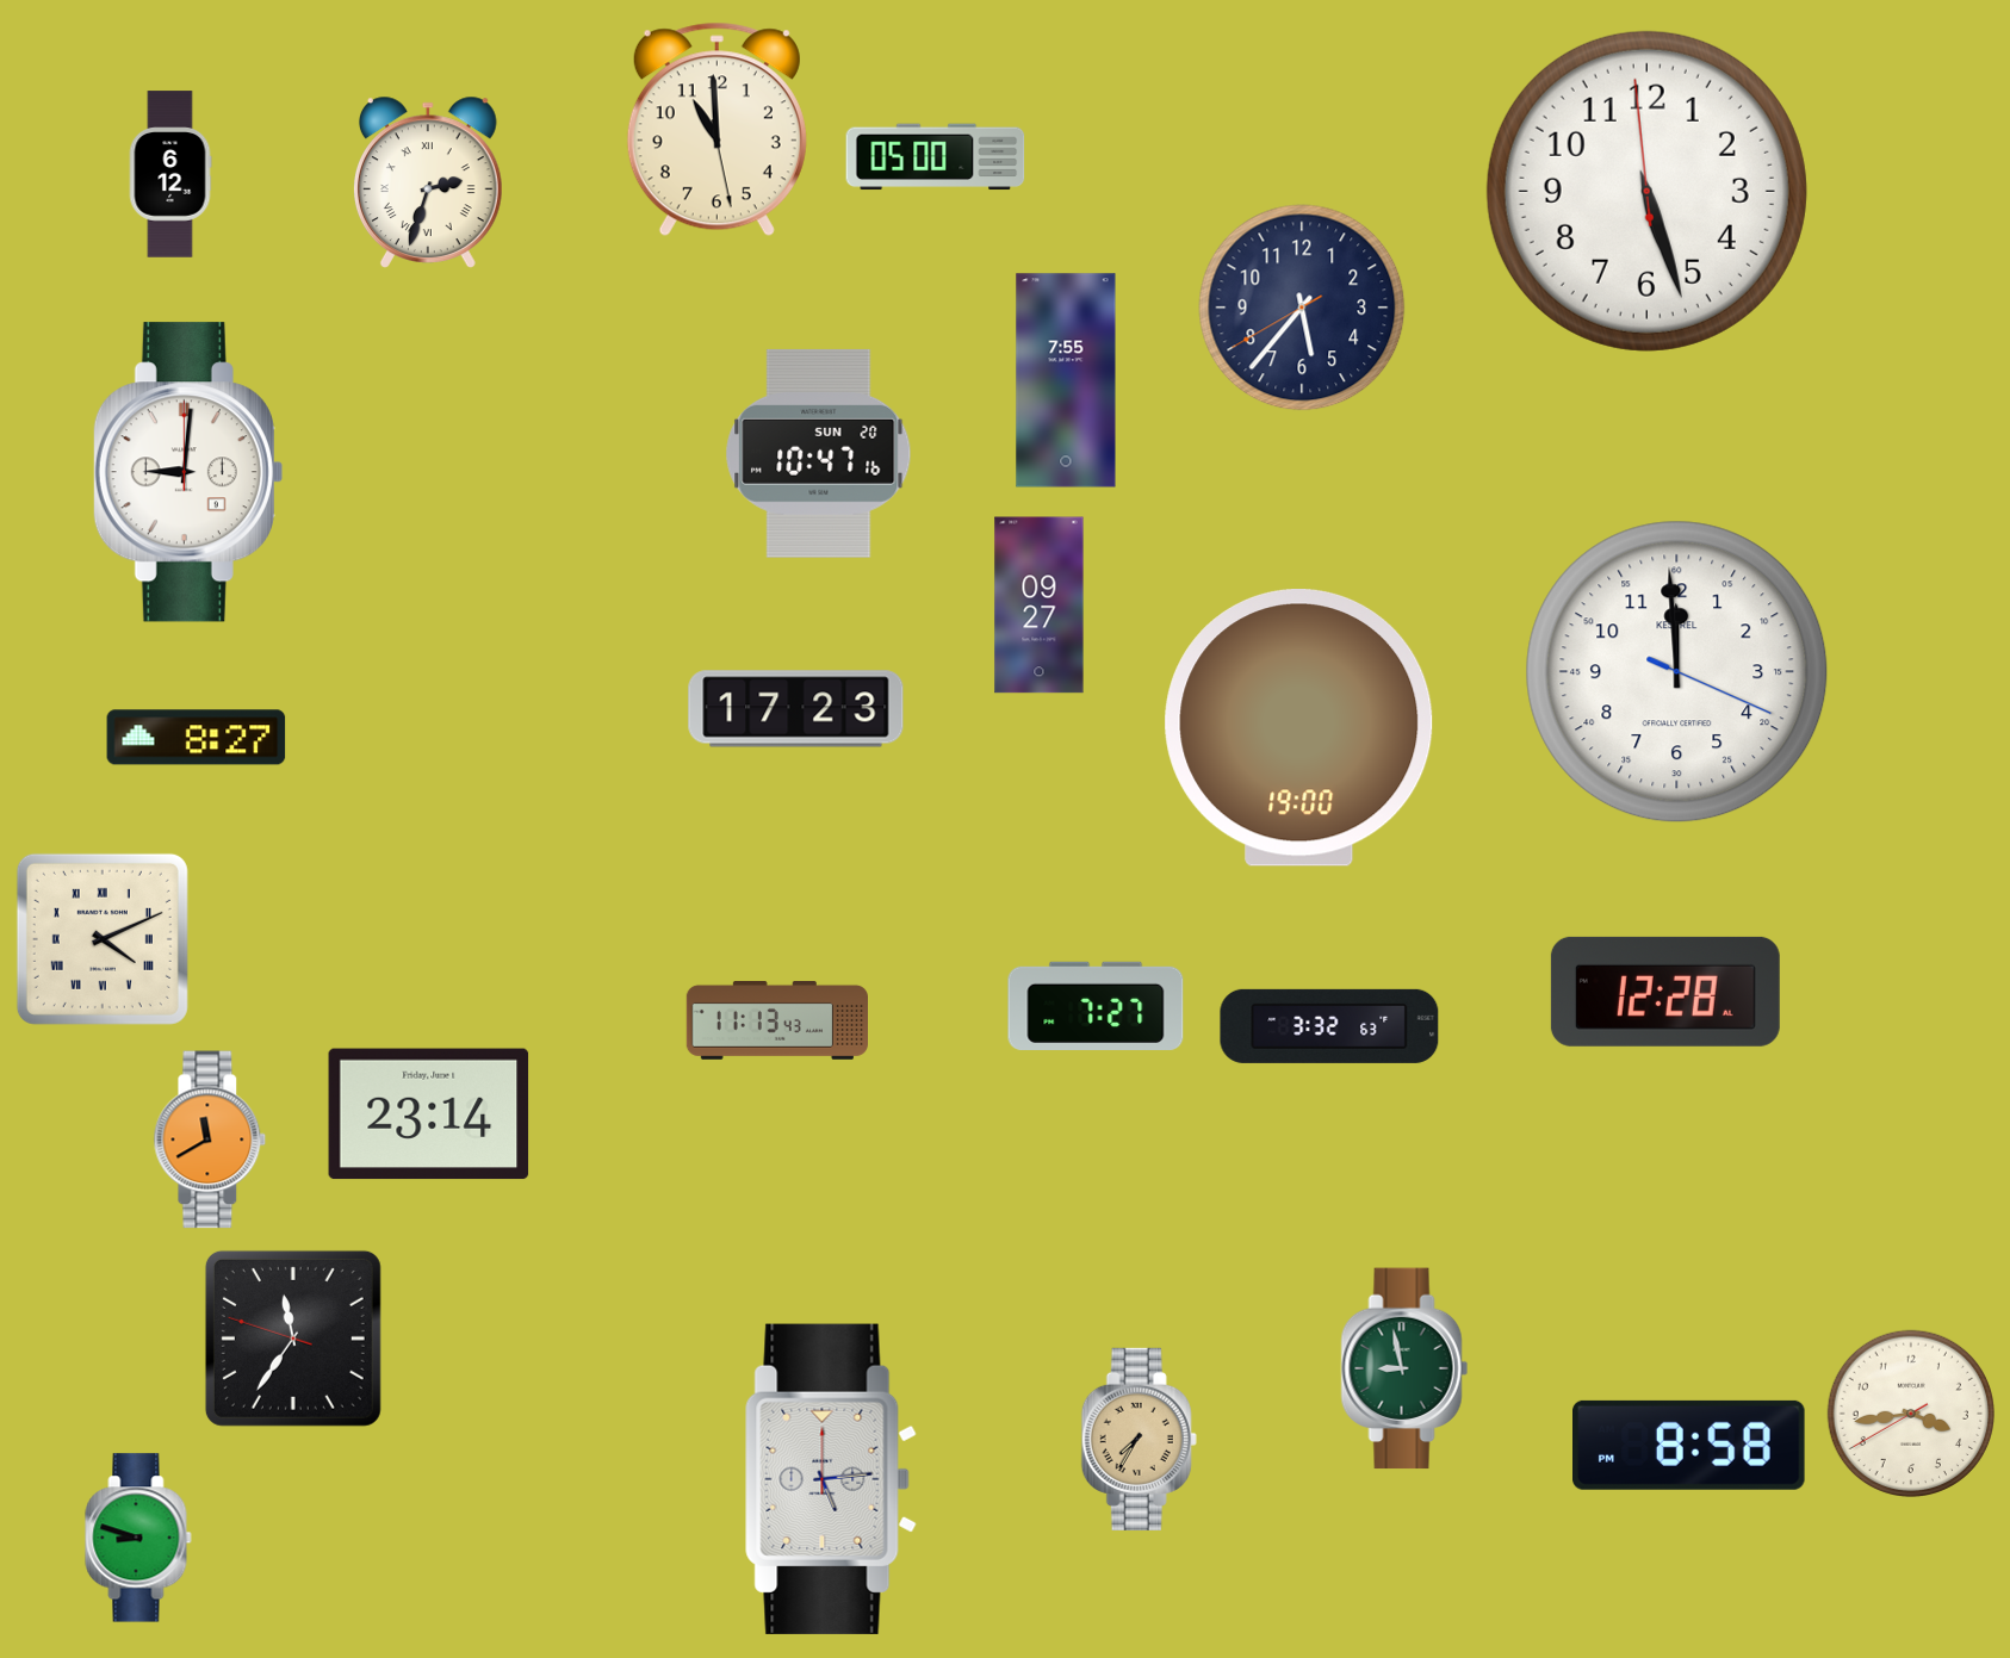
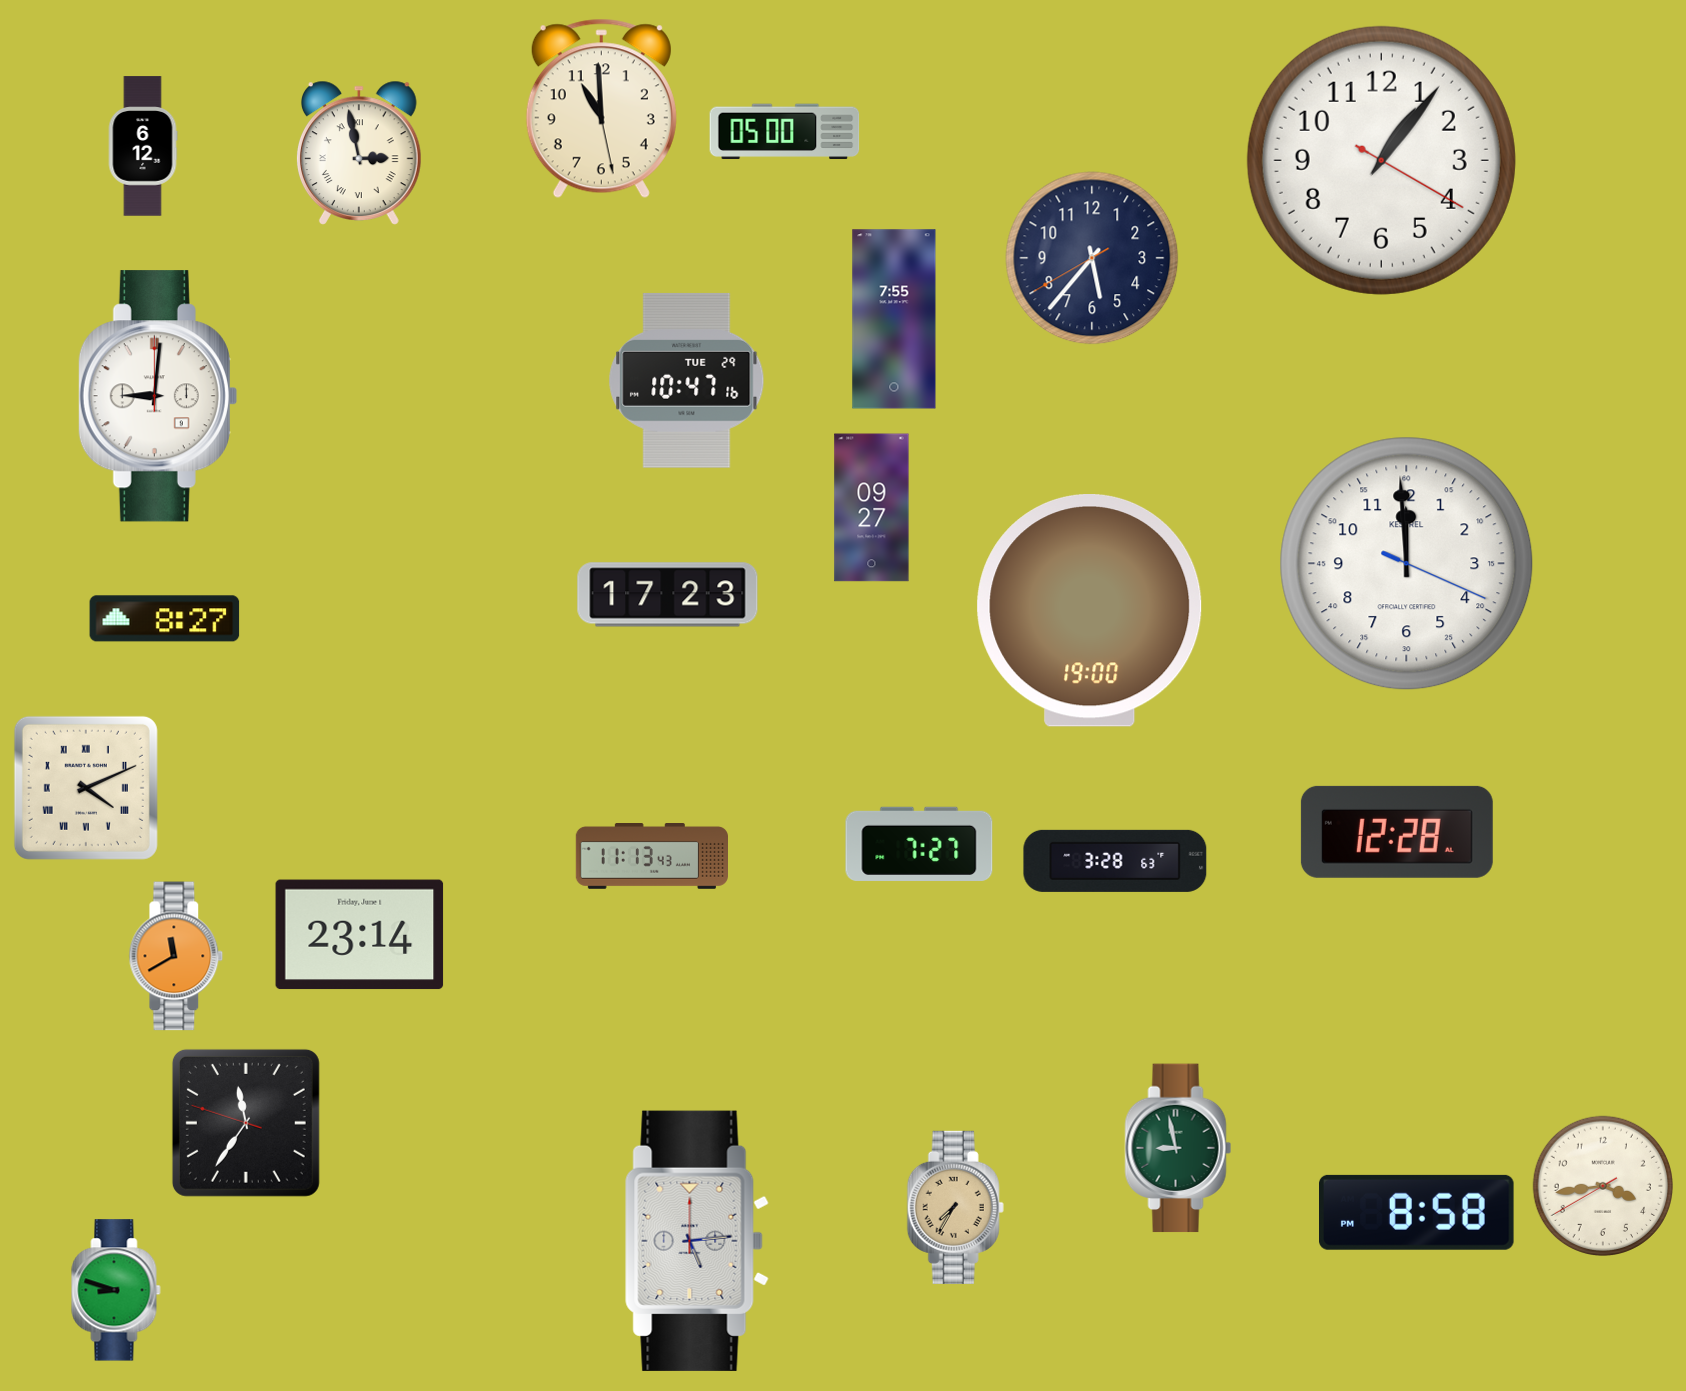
clock at (428, 182): 2:33 -> 2:58
clock at (1646, 191): 5:26 -> 1:06
clock at (819, 453) date: SUN 20 -> TUE 29
clock at (1329, 1026): 3:32 -> 3:28
